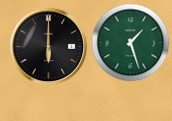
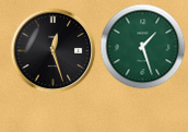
clock at (48, 46): 6:00 -> 12:27
